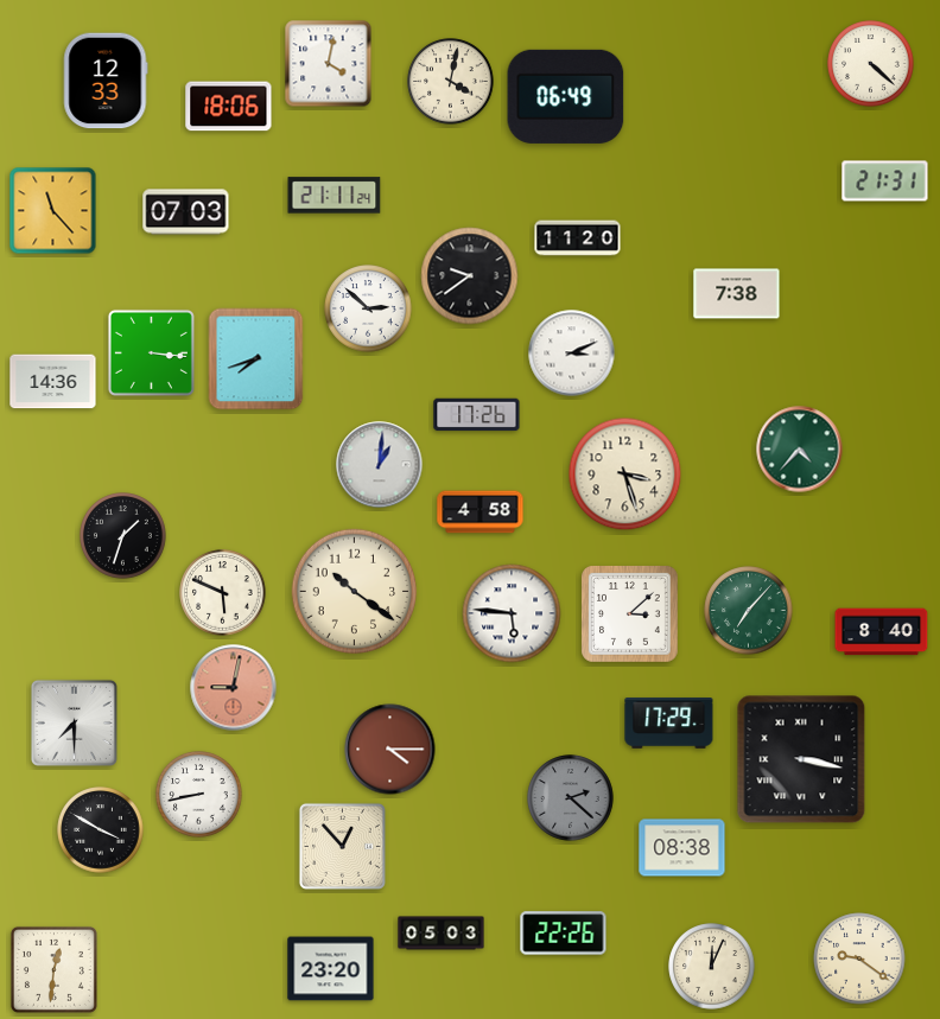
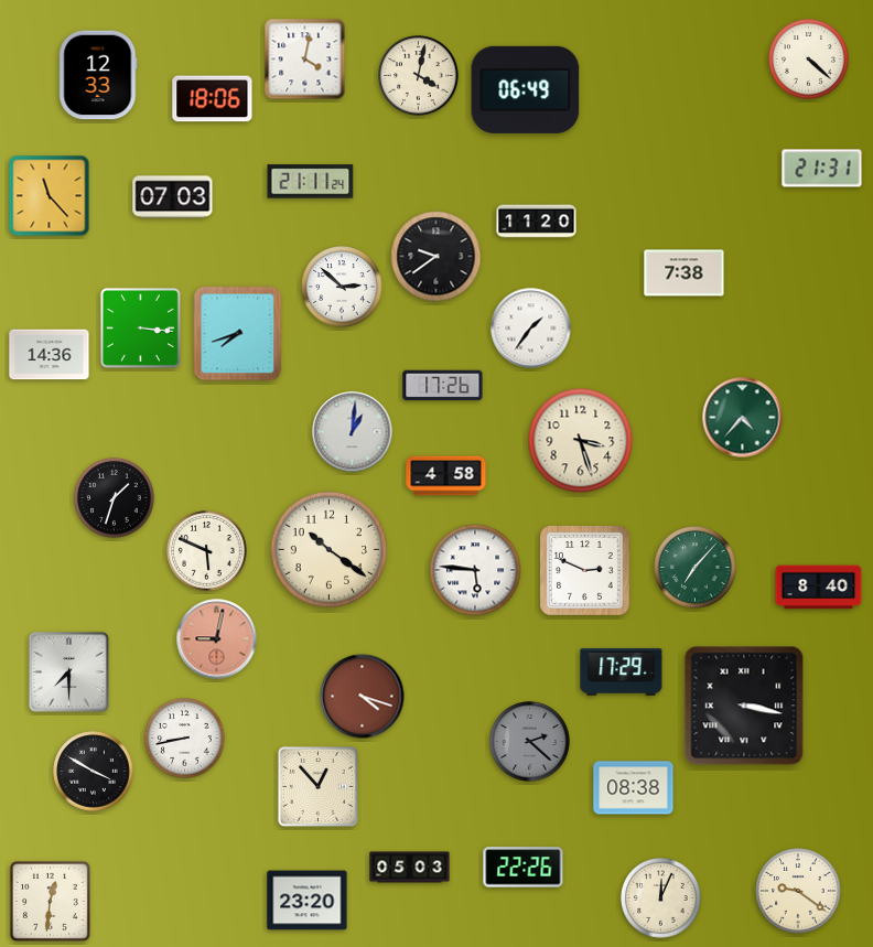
clock at (572, 354): 3:11 -> 1:36
clock at (630, 614): 3:08 -> 2:49
clock at (390, 750): 4:15 -> 4:18
